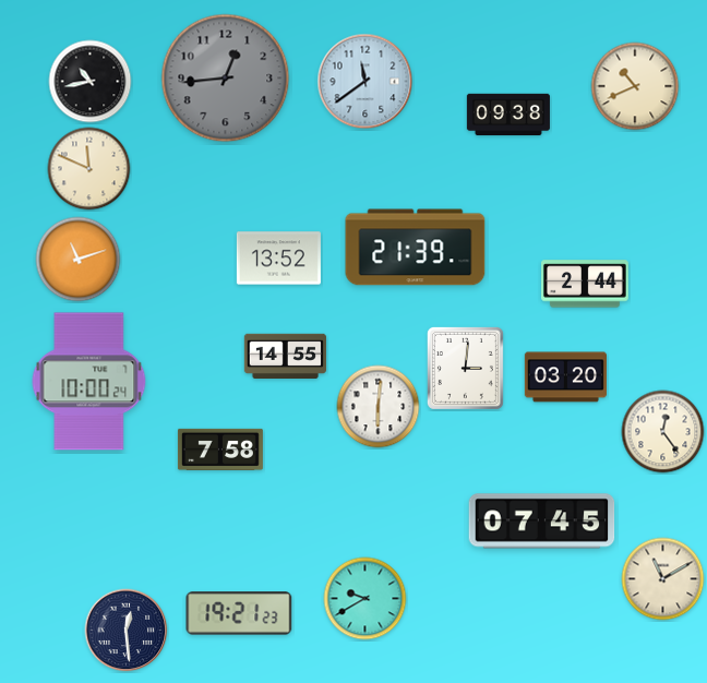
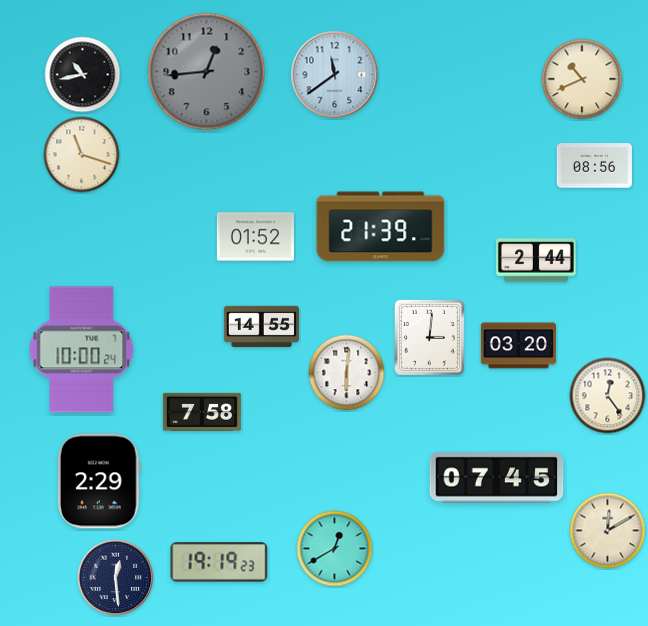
clock at (508, 115): 09:38 -> none
clock at (89, 169): 11:49 -> 11:18
clock at (594, 166): none -> 08:56
clock at (278, 259): 13:52 -> 01:52
clock at (79, 260): 11:12 -> none
clock at (465, 368) position: (465, 368) -> (429, 337)
clock at (99, 481): none -> 2:29
clock at (663, 579): 11:10 -> 12:10
clock at (366, 599): 9:40 -> 12:40
clock at (239, 613): 19:21 -> 19:19
